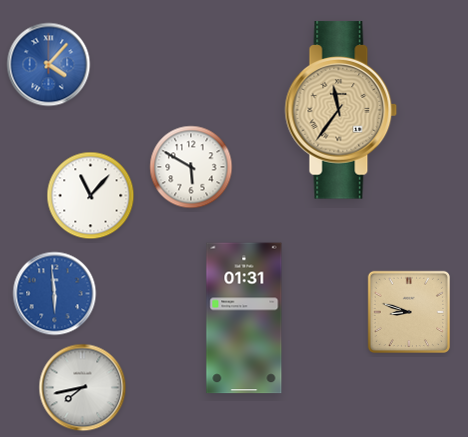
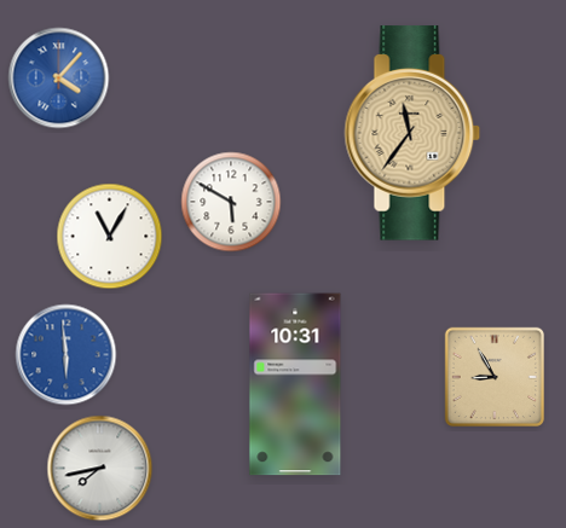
clock at (91, 196): 11:07 -> 11:05
clock at (408, 311): 8:48 -> 8:55
clock at (244, 318): 01:31 -> 10:31
